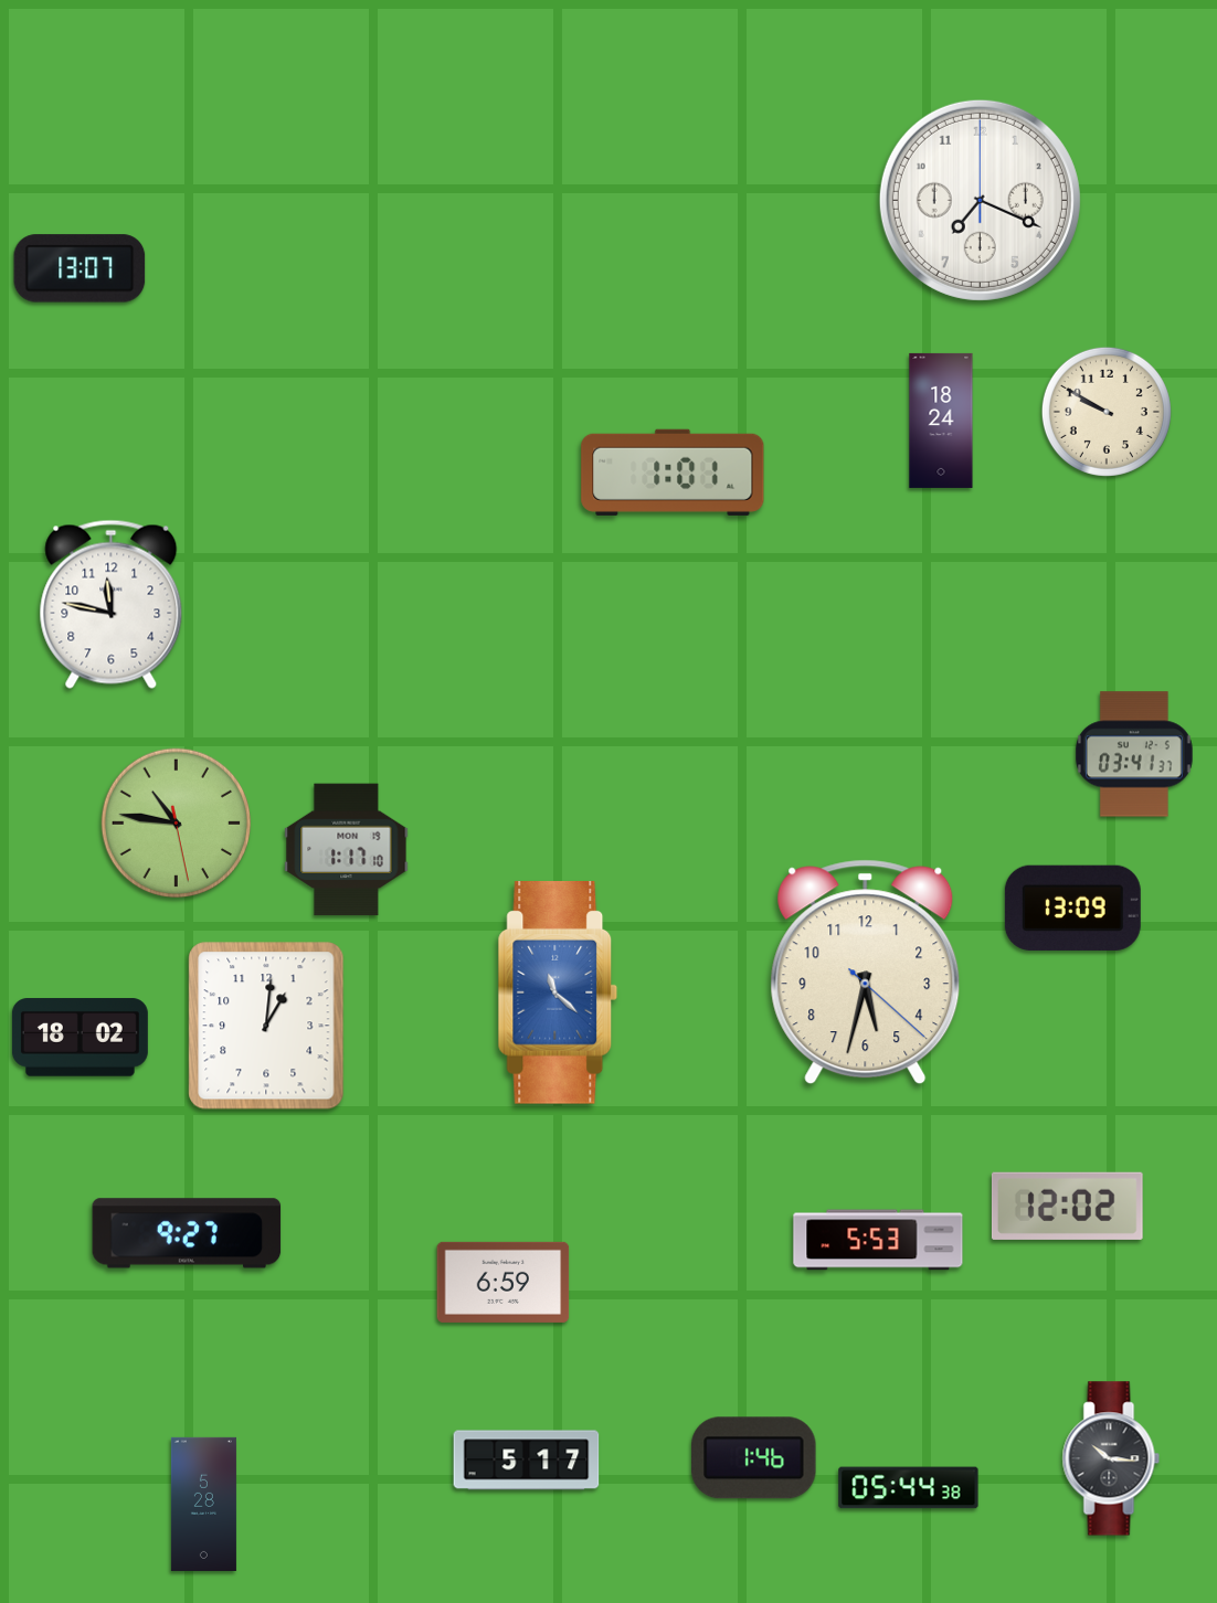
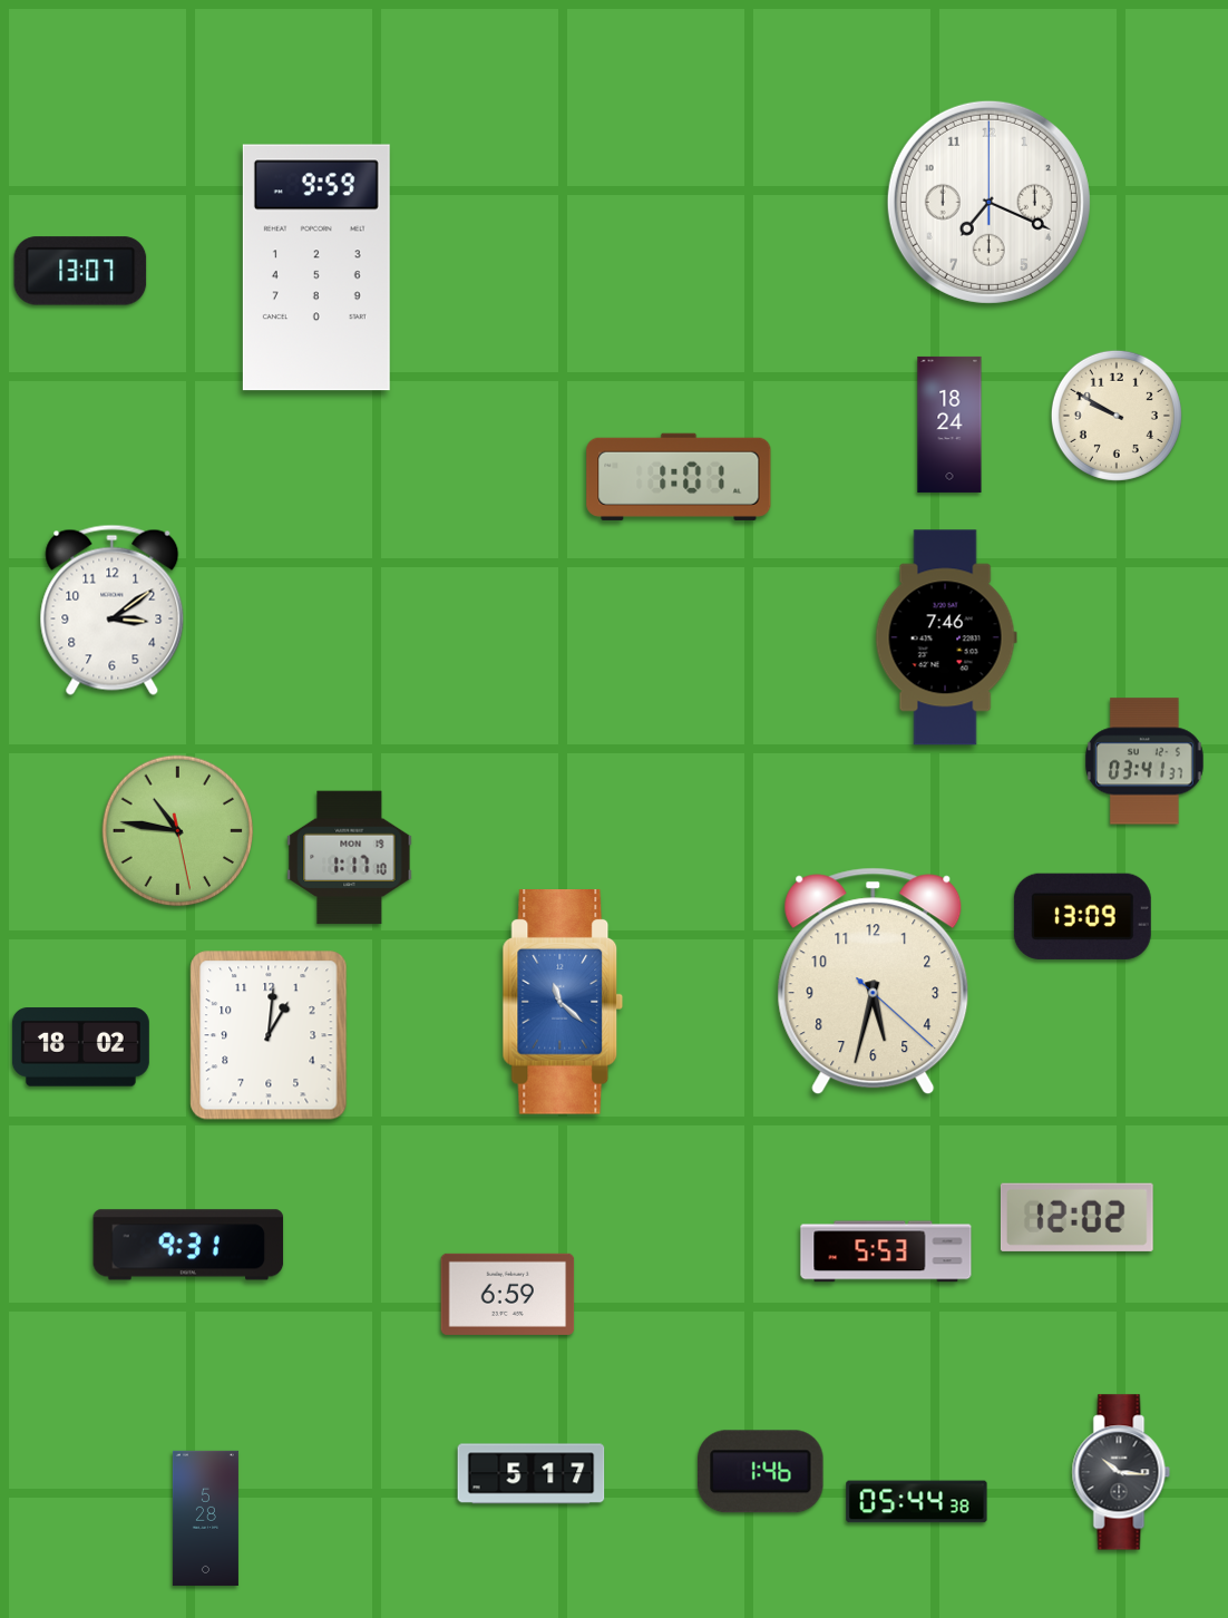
clock at (316, 267): none -> 9:59
clock at (112, 604): 11:47 -> 3:09
clock at (946, 637): none -> 7:46
clock at (187, 1233): 9:27 -> 9:31
